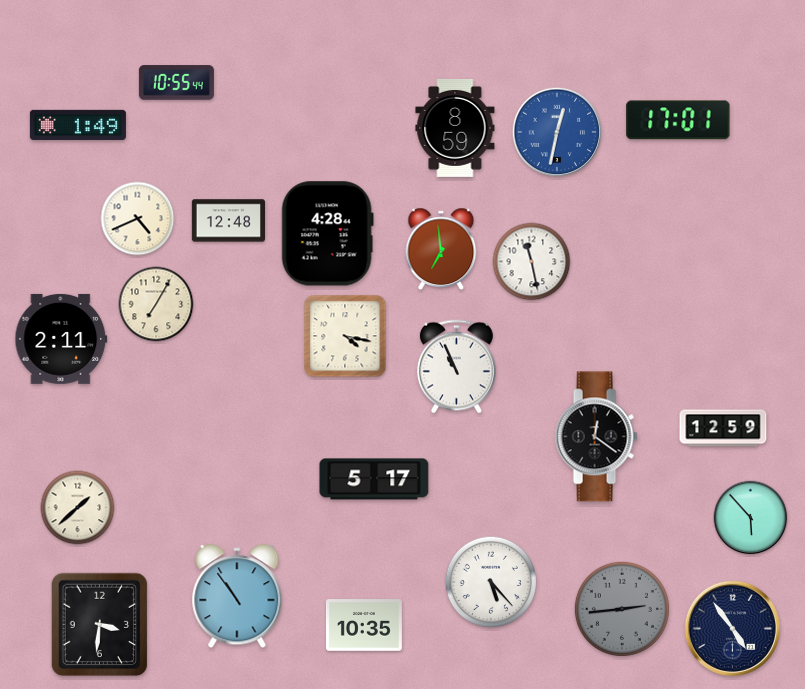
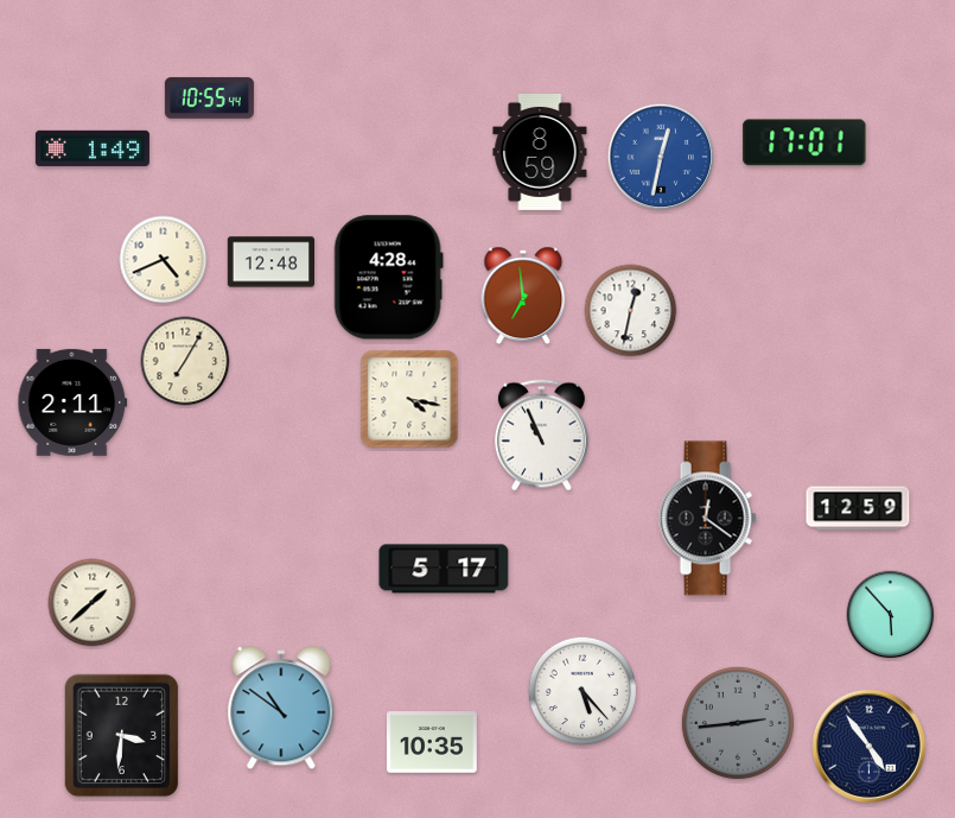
clock at (532, 262): 11:28 -> 12:32
clock at (237, 597): 10:54 -> 10:51
clock at (100, 625) position: (100, 625) -> (122, 736)
